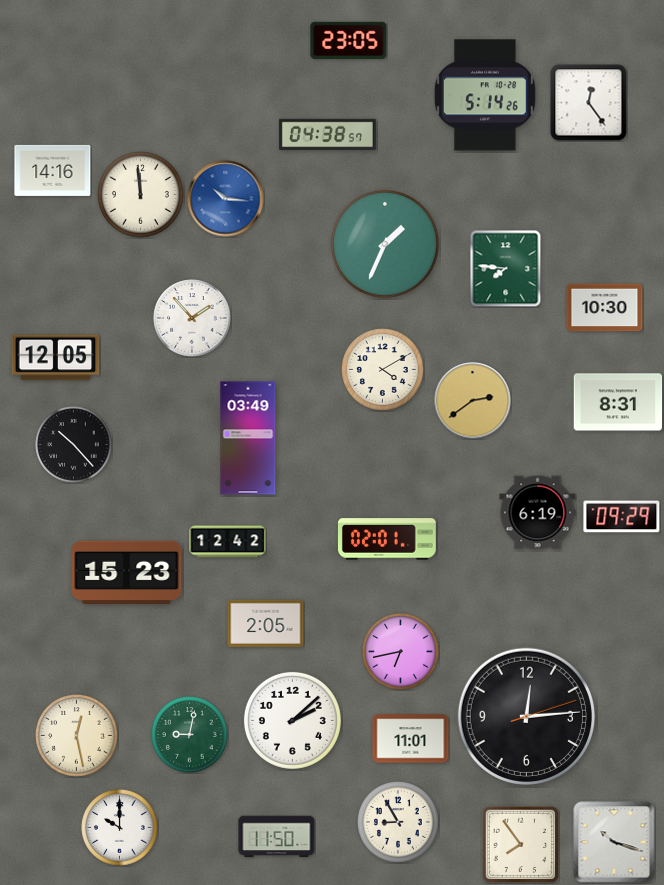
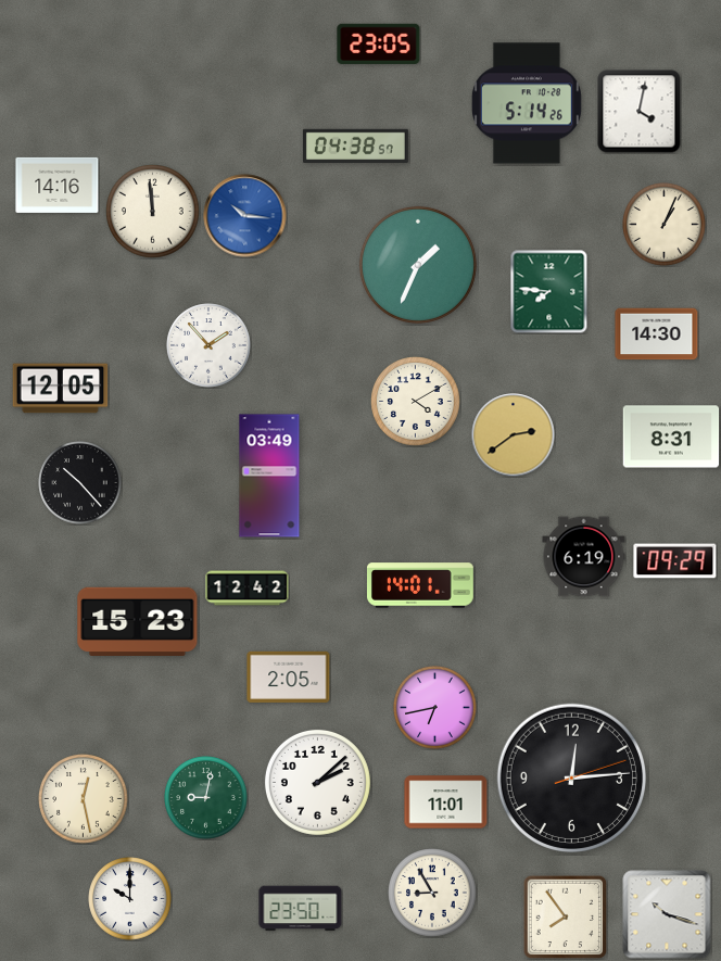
clock at (589, 103): 12:24 -> 4:02
clock at (665, 225): none -> 1:04
clock at (605, 308): 10:30 -> 14:30
clock at (387, 539): 02:01 -> 14:01
clock at (277, 837): 11:50 -> 23:50
